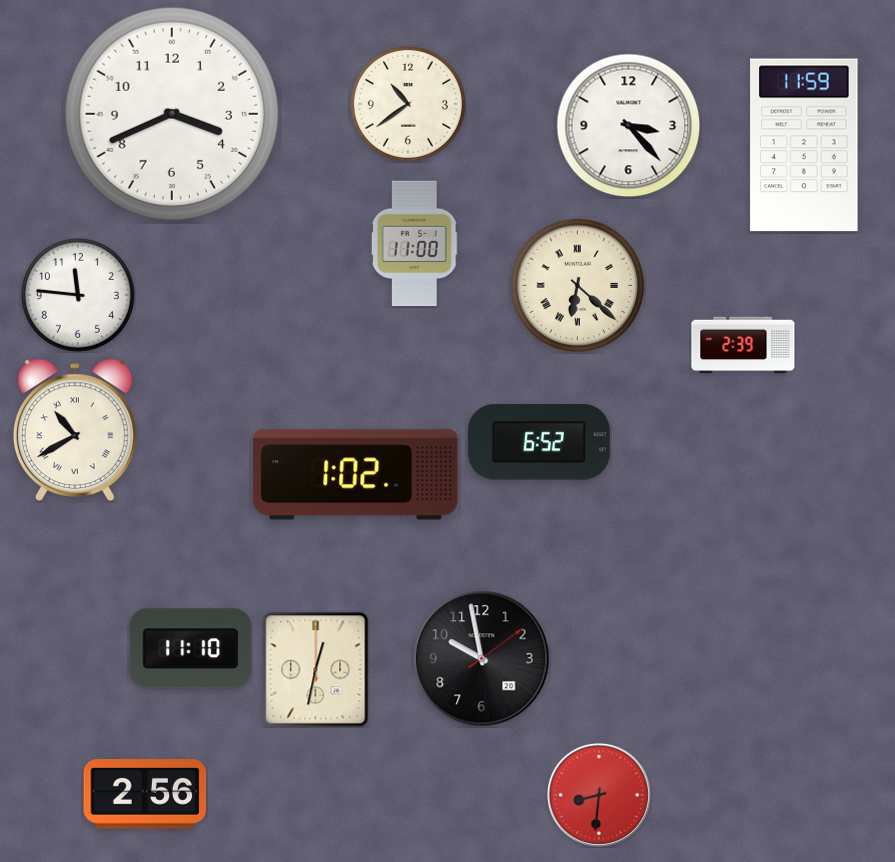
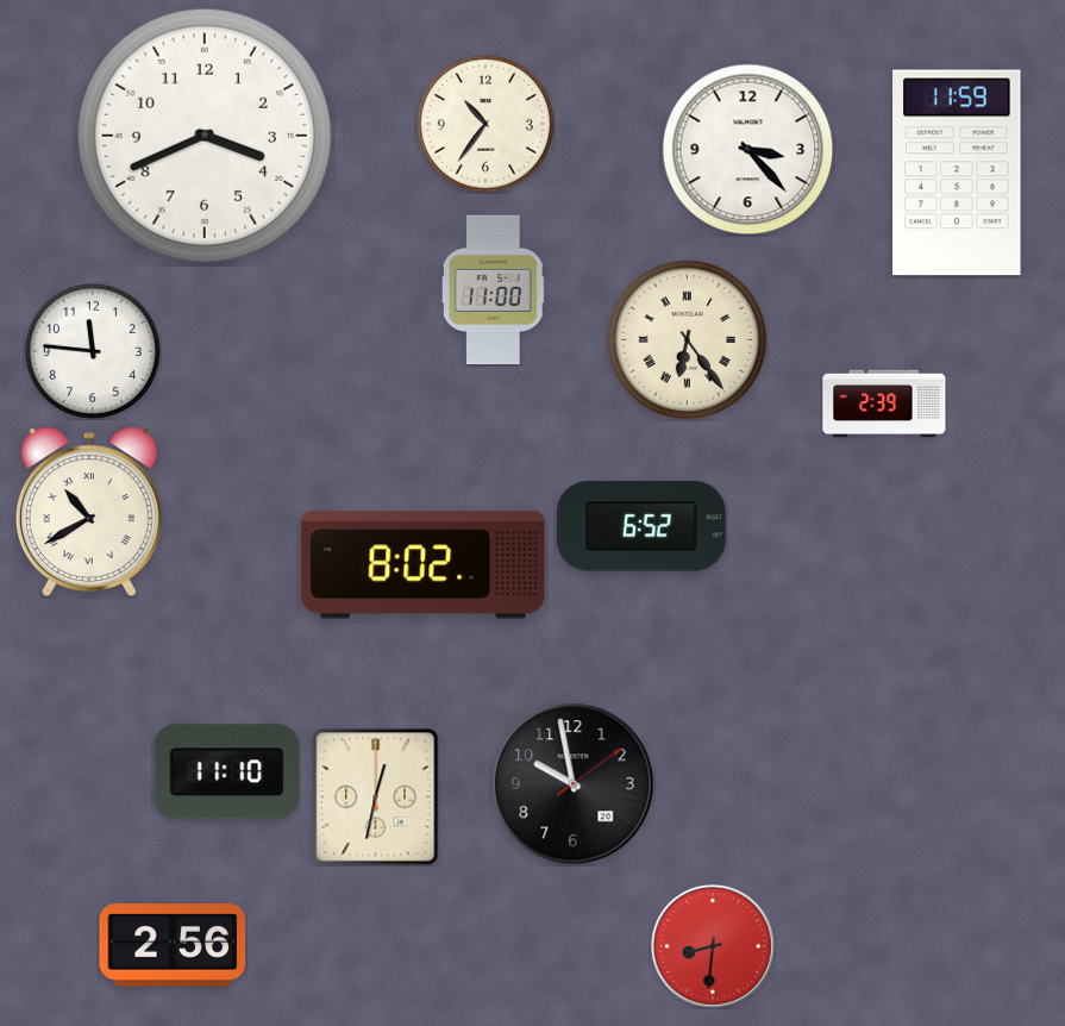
clock at (408, 104): 10:39 -> 10:36
clock at (578, 286): 6:22 -> 6:24
clock at (743, 345) position: (743, 345) -> (884, 403)
clock at (356, 475): 1:02 -> 8:02
